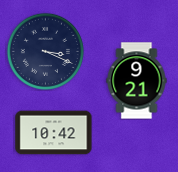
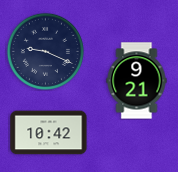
clock at (45, 51): 3:19 -> 9:19
clock at (54, 133) position: (54, 133) -> (49, 133)
